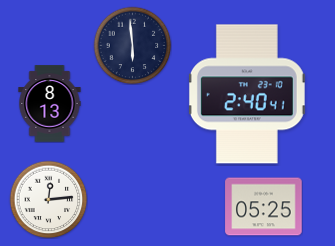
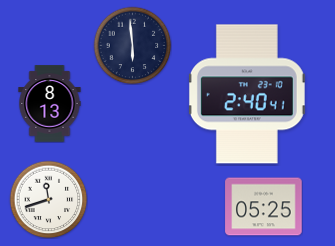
clock at (48, 199): 12:14 -> 11:42
